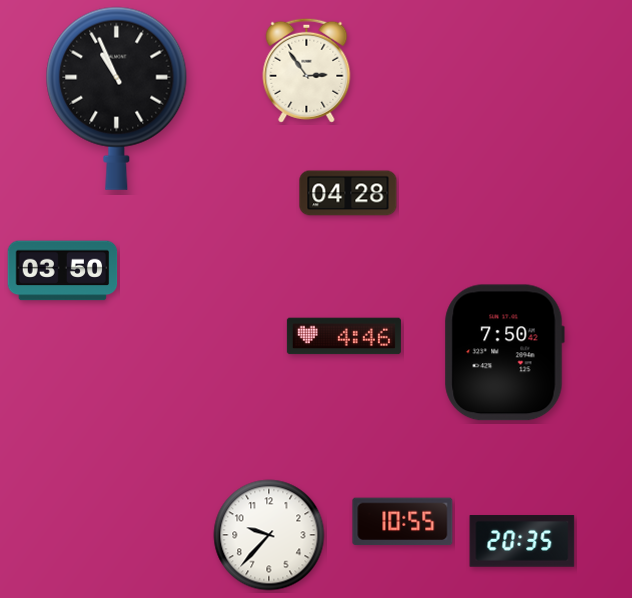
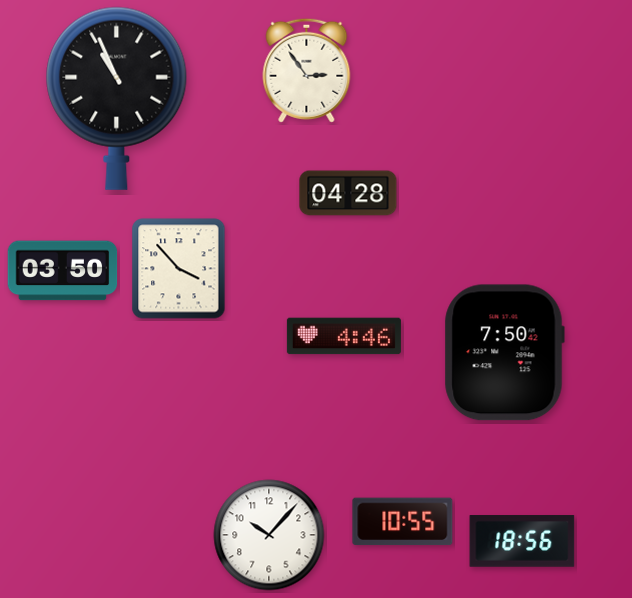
clock at (179, 269): none -> 3:53
clock at (269, 535): 9:37 -> 10:07
clock at (522, 541): 20:35 -> 18:56
